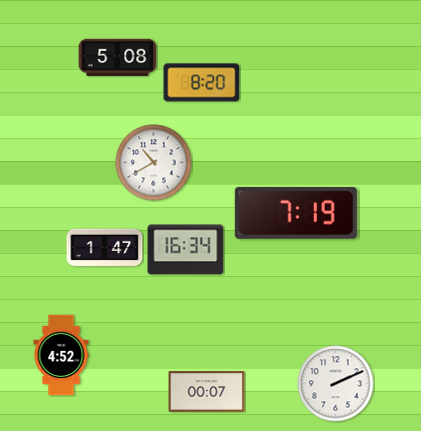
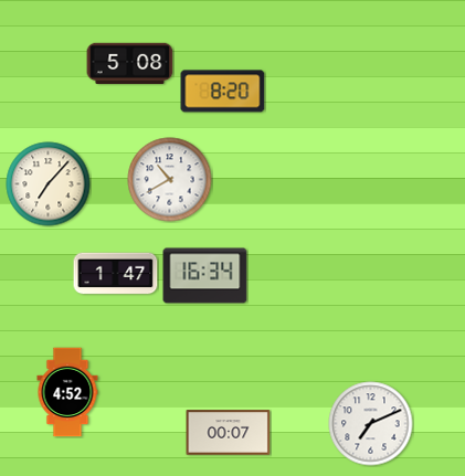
clock at (49, 184): none -> 7:07
clock at (296, 213): 7:19 -> none
clock at (336, 384): 2:11 -> 7:11
